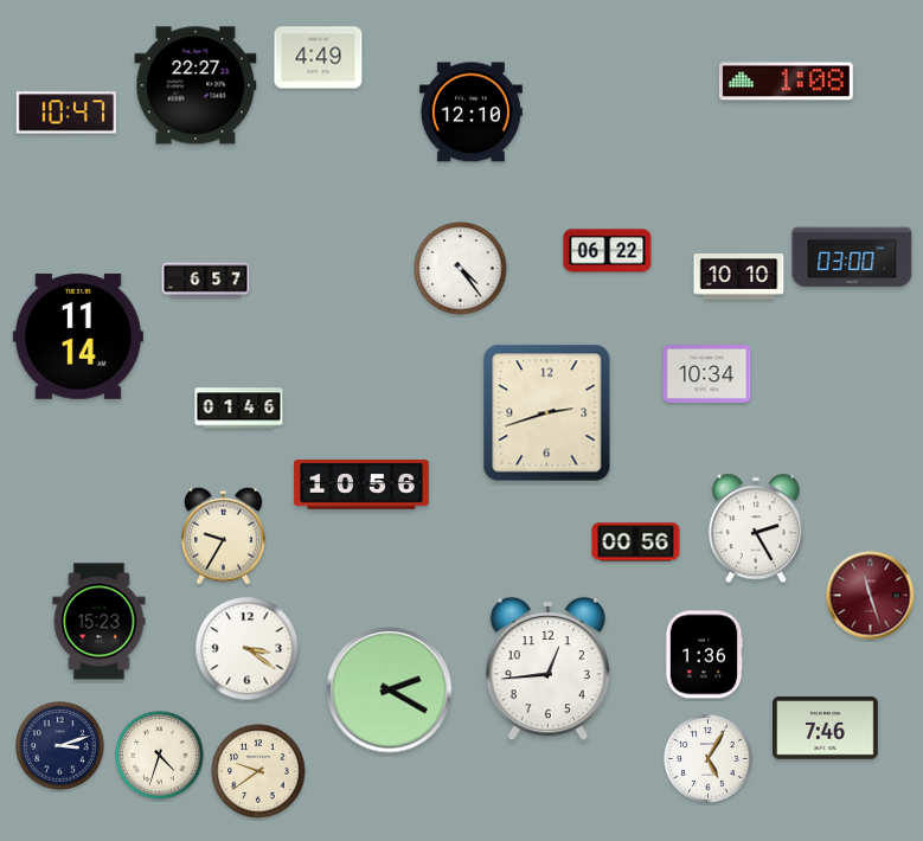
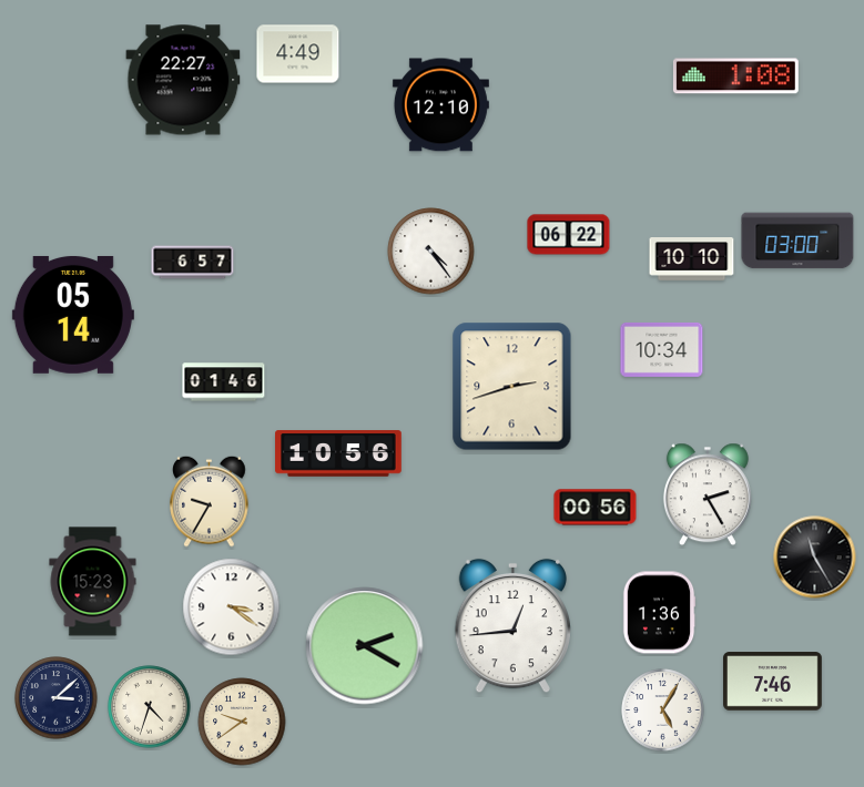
clock at (65, 113): 10:47 -> none
clock at (78, 336): 11:14 -> 05:14
clock at (871, 596): 11:27 -> 11:25
clock at (871, 596) dial: burgundy -> black
clock at (60, 746): 3:12 -> 3:08
